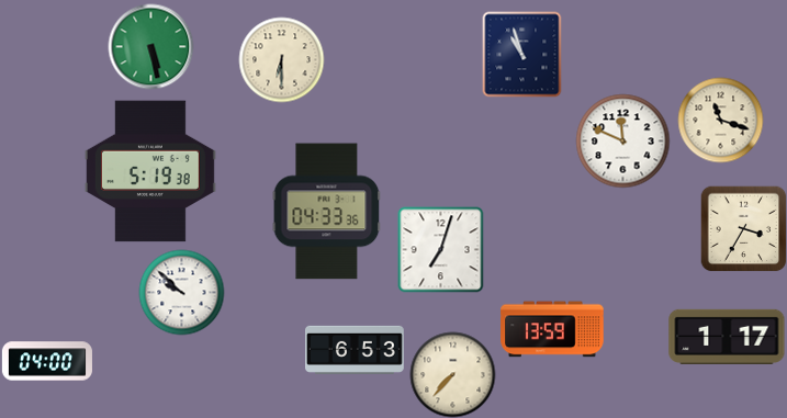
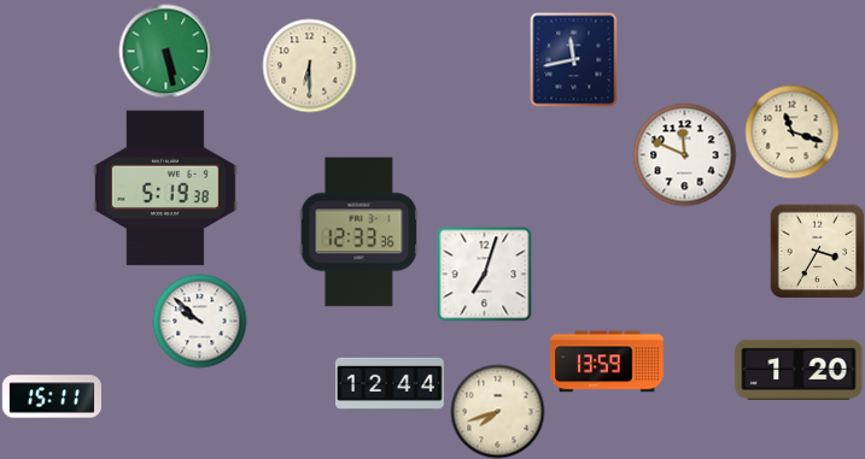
clock at (522, 54): 10:57 -> 11:43
clock at (327, 212): 04:33 -> 12:33
clock at (727, 337): 1:17 -> 1:20
clock at (356, 350): 6:53 -> 12:44
clock at (47, 361): 04:00 -> 15:11
clock at (452, 374): 7:37 -> 7:42
